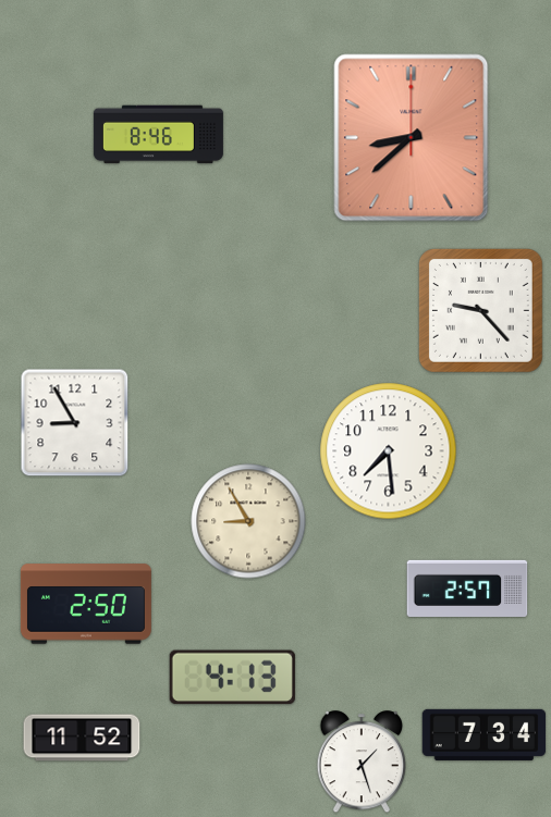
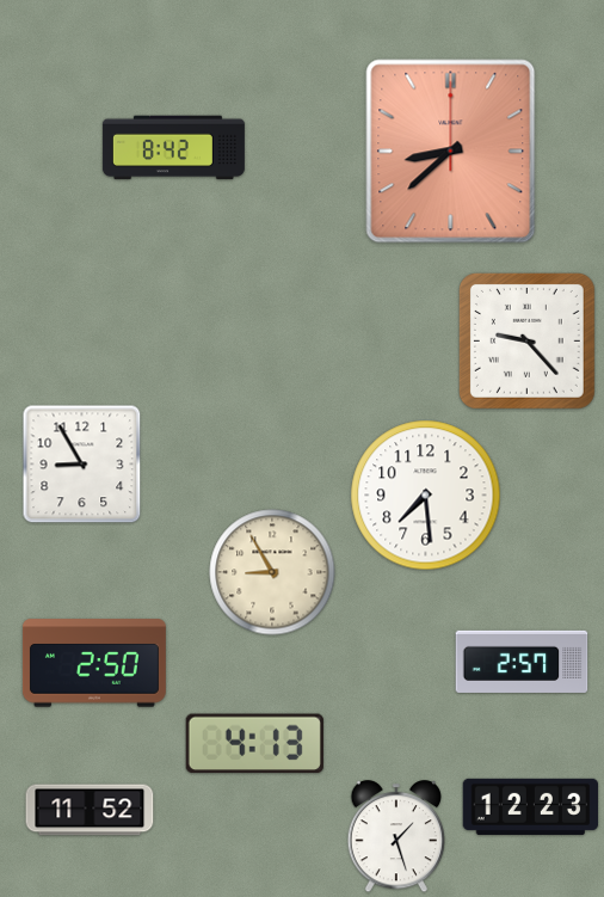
clock at (158, 135): 8:46 -> 8:42
clock at (467, 589) position: (467, 589) -> (522, 662)
clock at (485, 734): 7:34 -> 12:23
